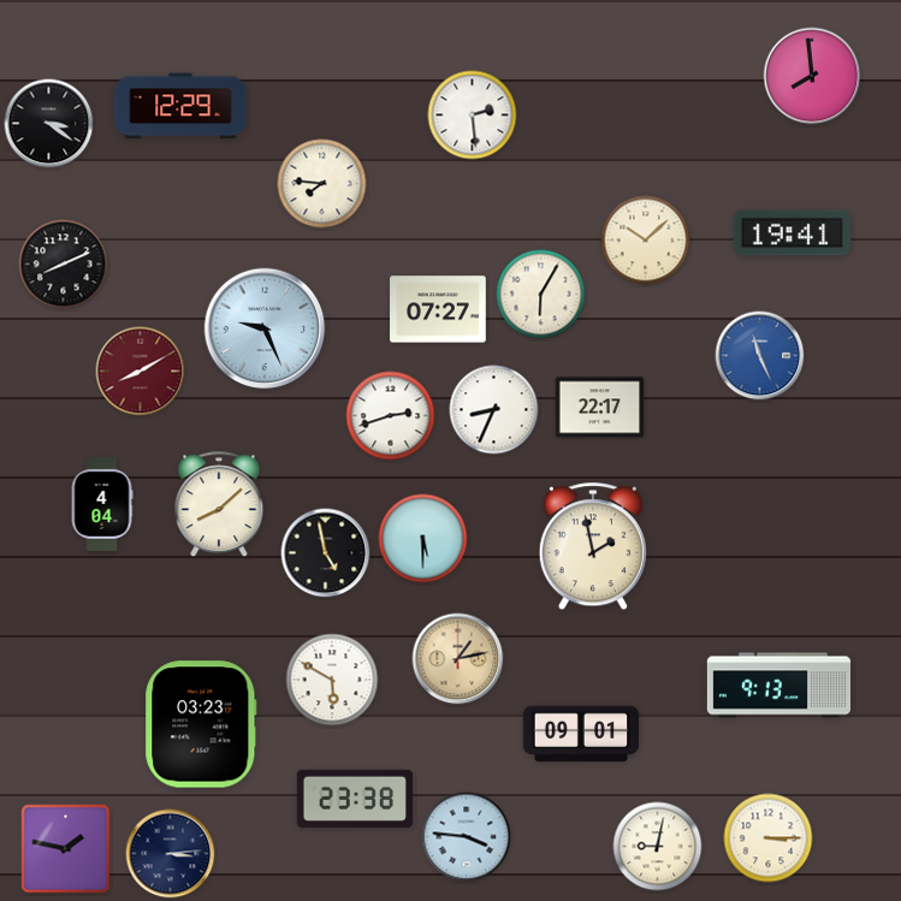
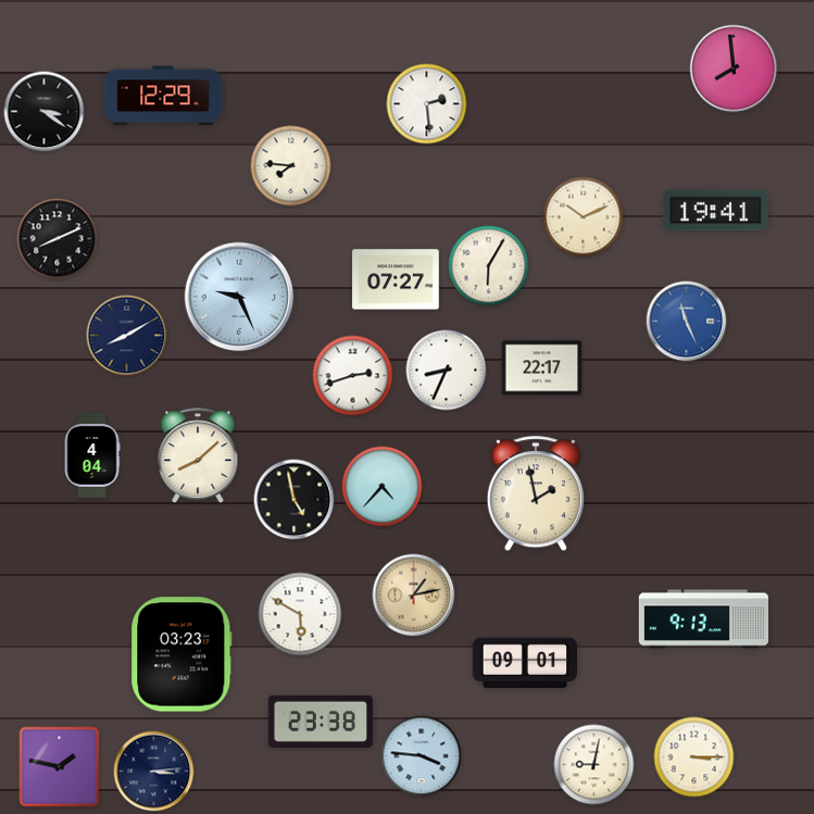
clock at (646, 241): 10:08 -> 10:11
clock at (141, 372) dial: burgundy -> navy
clock at (423, 539): 5:30 -> 4:37
